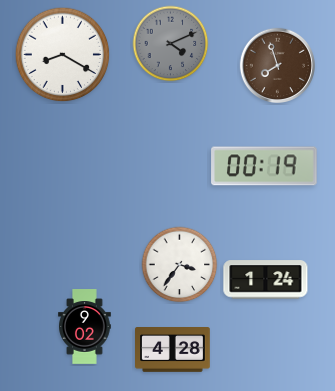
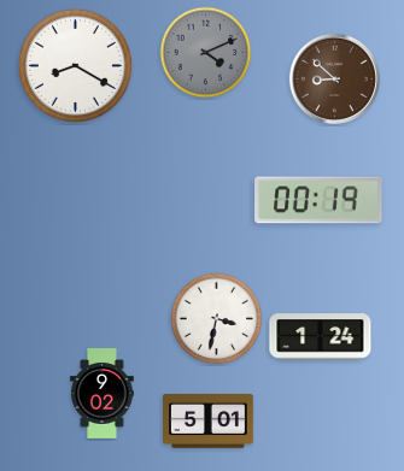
clock at (277, 65): 7:57 -> 8:52
clock at (180, 265): 3:36 -> 3:32
clock at (173, 350): 4:28 -> 5:01
